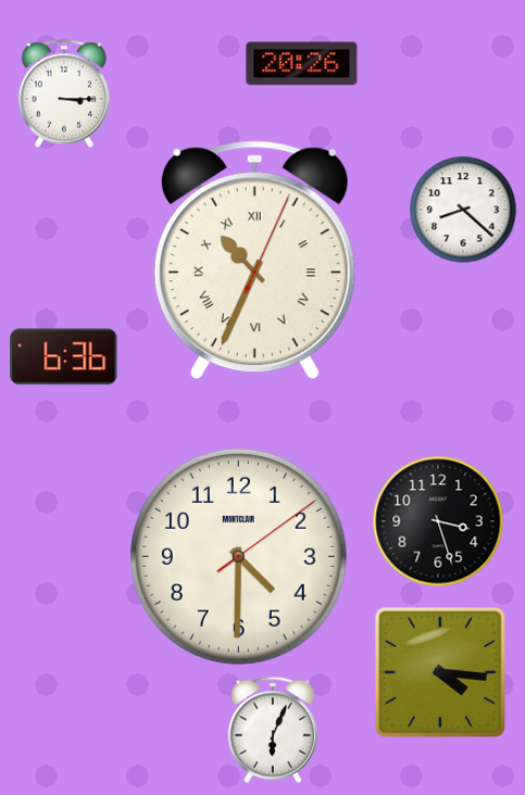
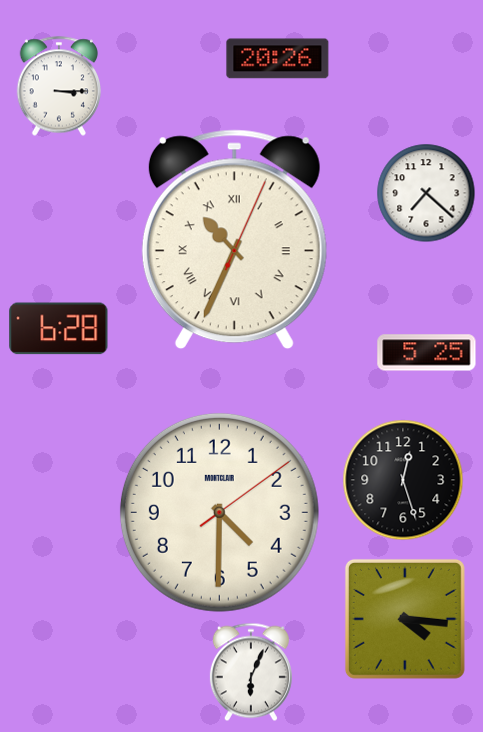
clock at (463, 210): 8:22 -> 7:22
clock at (64, 357): 6:36 -> 6:28
clock at (427, 353): none -> 5:25
clock at (438, 521): 3:27 -> 12:27
